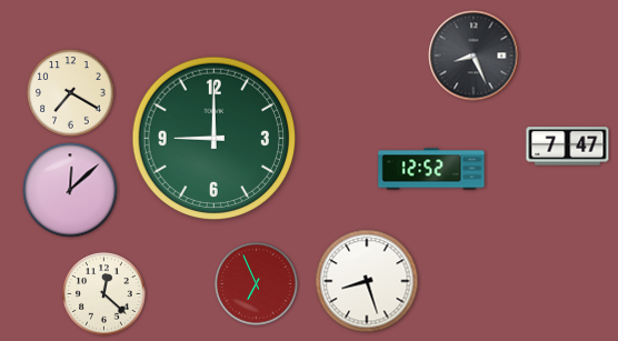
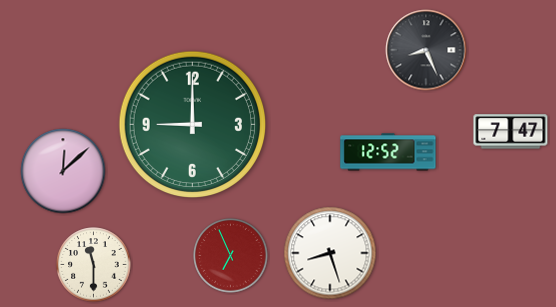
clock at (71, 93): 7:20 -> none
clock at (104, 294): 12:22 -> 11:30
